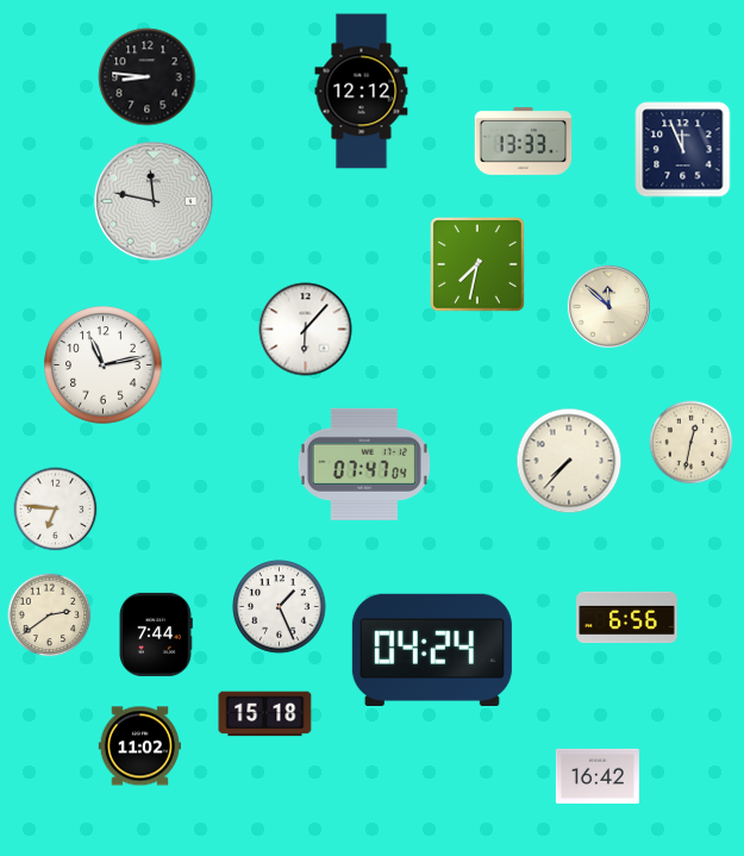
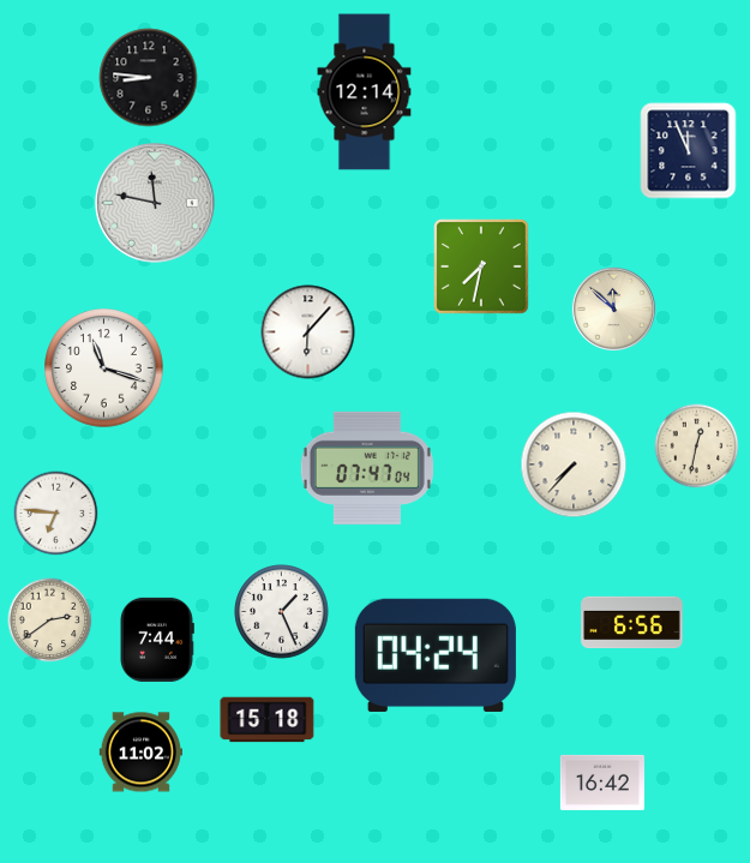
clock at (362, 92): 12:12 -> 12:14
clock at (524, 142): 13:33 -> none
clock at (104, 365): 11:13 -> 11:18
